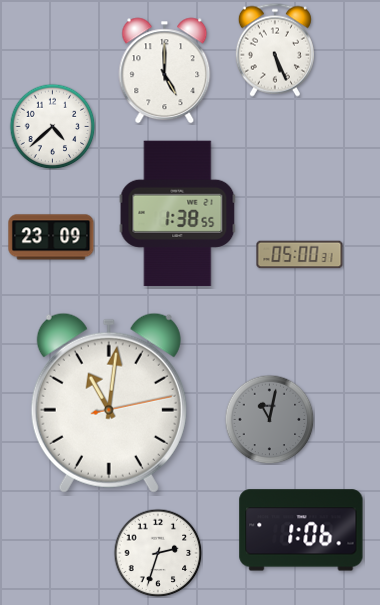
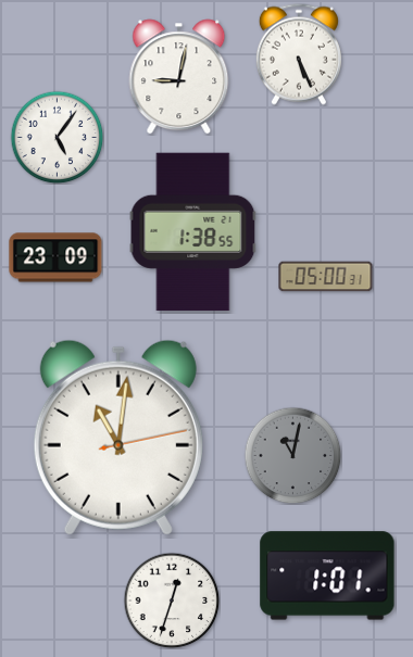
clock at (165, 71): 5:00 -> 9:02
clock at (52, 126): 4:38 -> 5:06
clock at (301, 530): 1:06 -> 1:01
clock at (158, 553): 2:33 -> 12:33
